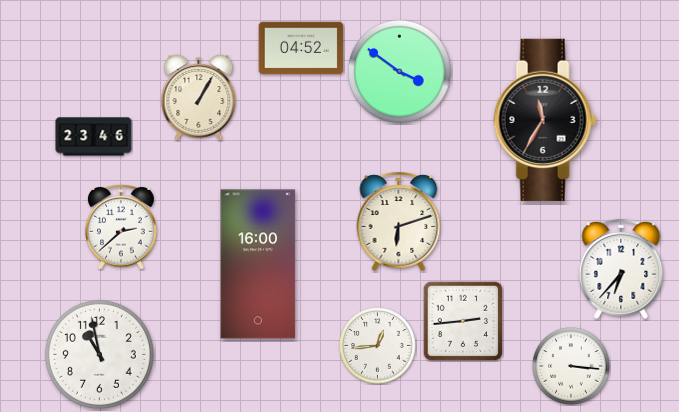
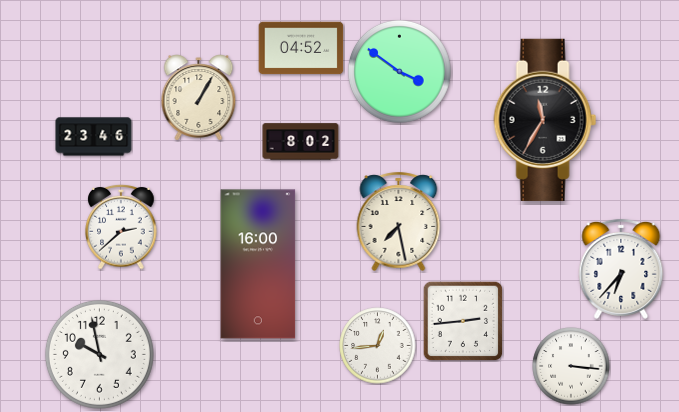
clock at (301, 142): none -> 8:02
clock at (399, 221): 6:12 -> 7:28
clock at (99, 354): 10:58 -> 9:58
